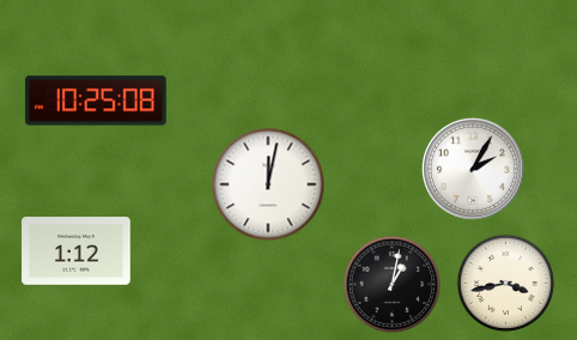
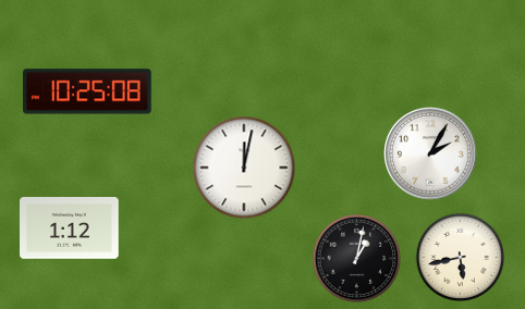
clock at (506, 284): 3:43 -> 5:43
